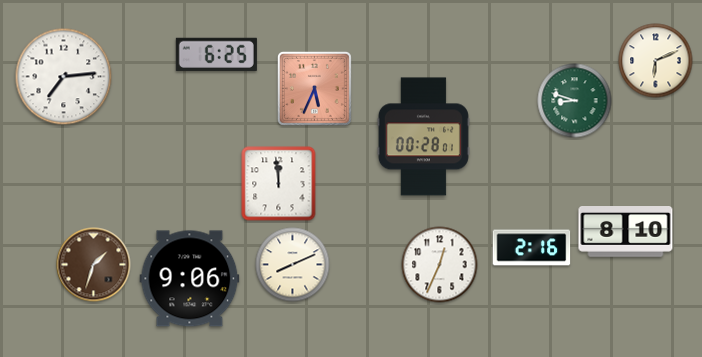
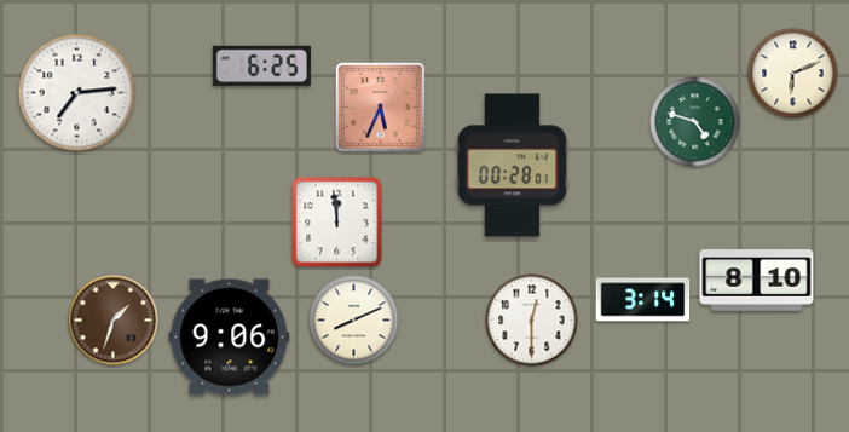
clock at (575, 101): 8:48 -> 4:48
clock at (532, 248): 2:16 -> 3:14
clock at (440, 265): 12:34 -> 12:30
